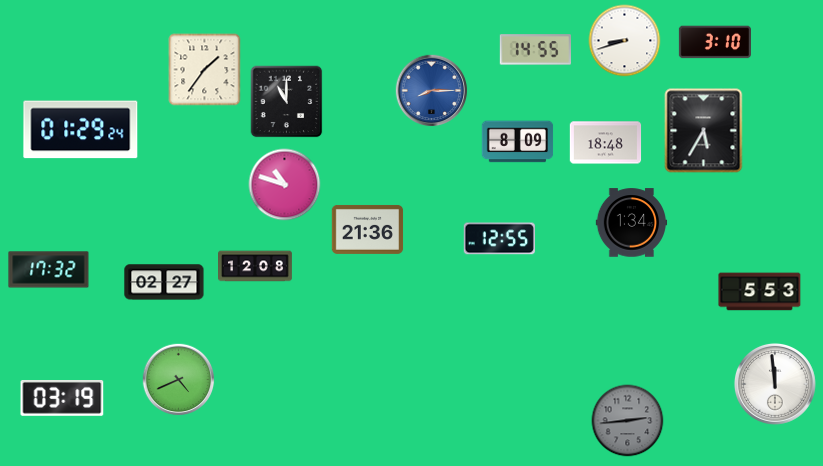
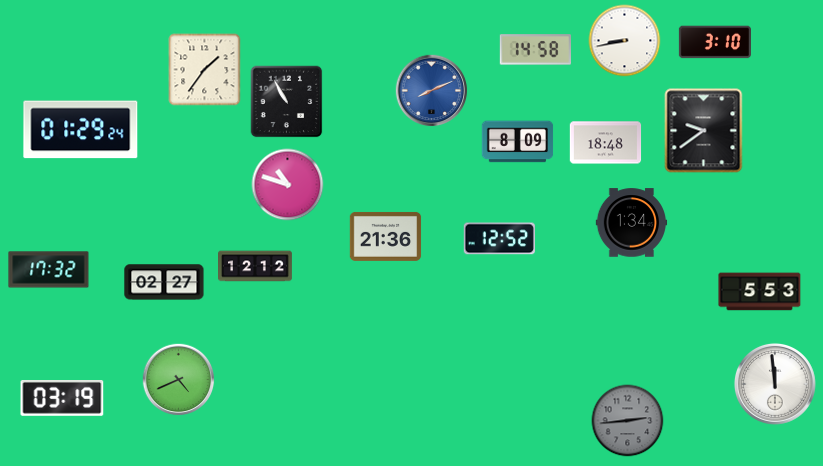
clock at (625, 41): 8:42 -> 8:43
clock at (535, 50): 14:55 -> 14:58
clock at (432, 91): 8:15 -> 8:11
clock at (287, 102): 11:00 -> 10:55
clock at (704, 131): 5:35 -> 9:39
clock at (285, 185) position: (285, 185) -> (288, 185)
clock at (368, 229) position: (368, 229) -> (386, 236)
clock at (499, 239): 12:55 -> 12:52
clock at (256, 266): 12:08 -> 12:12
